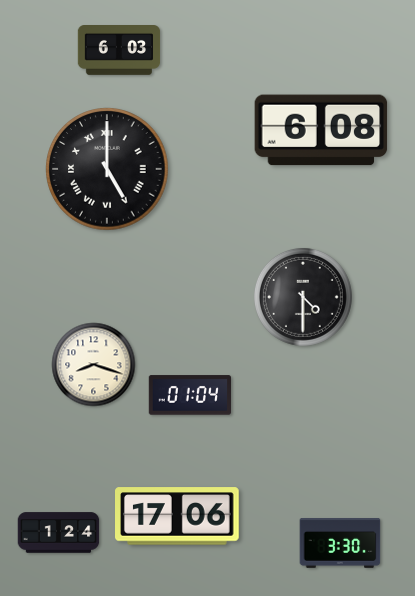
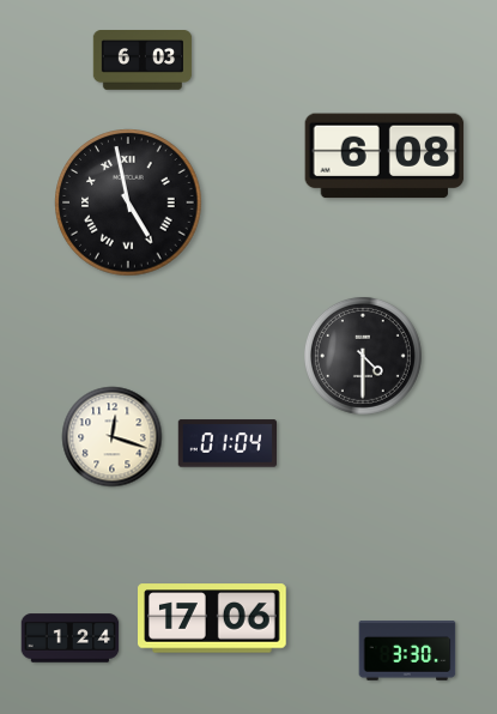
clock at (107, 169): 5:00 -> 4:58
clock at (94, 365): 8:18 -> 12:18
clock at (189, 395) position: (189, 395) -> (226, 443)
